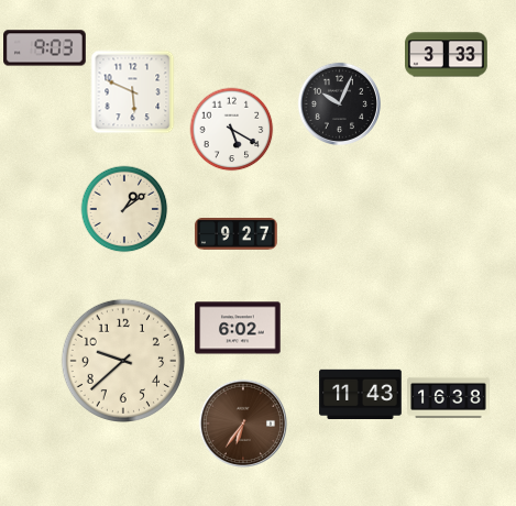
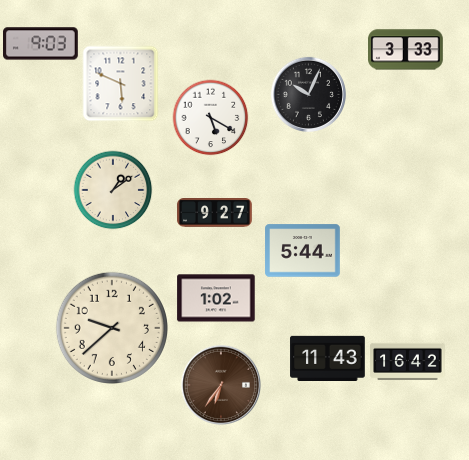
clock at (303, 251): none -> 5:44
clock at (238, 328): 6:02 -> 1:02
clock at (449, 397): 16:38 -> 16:42
